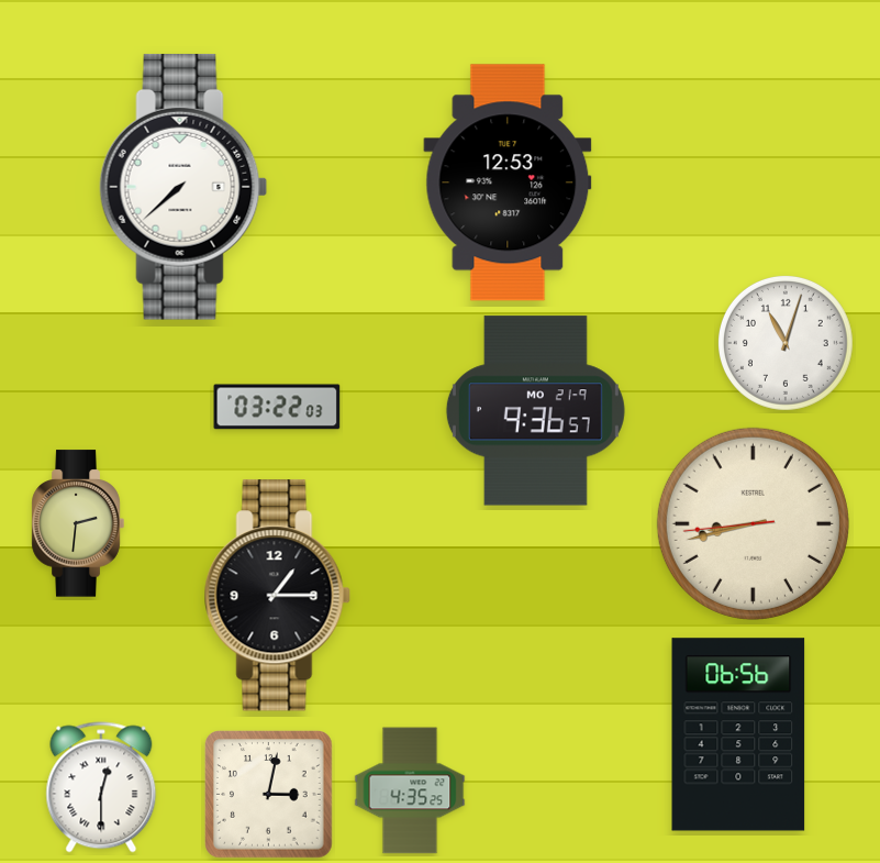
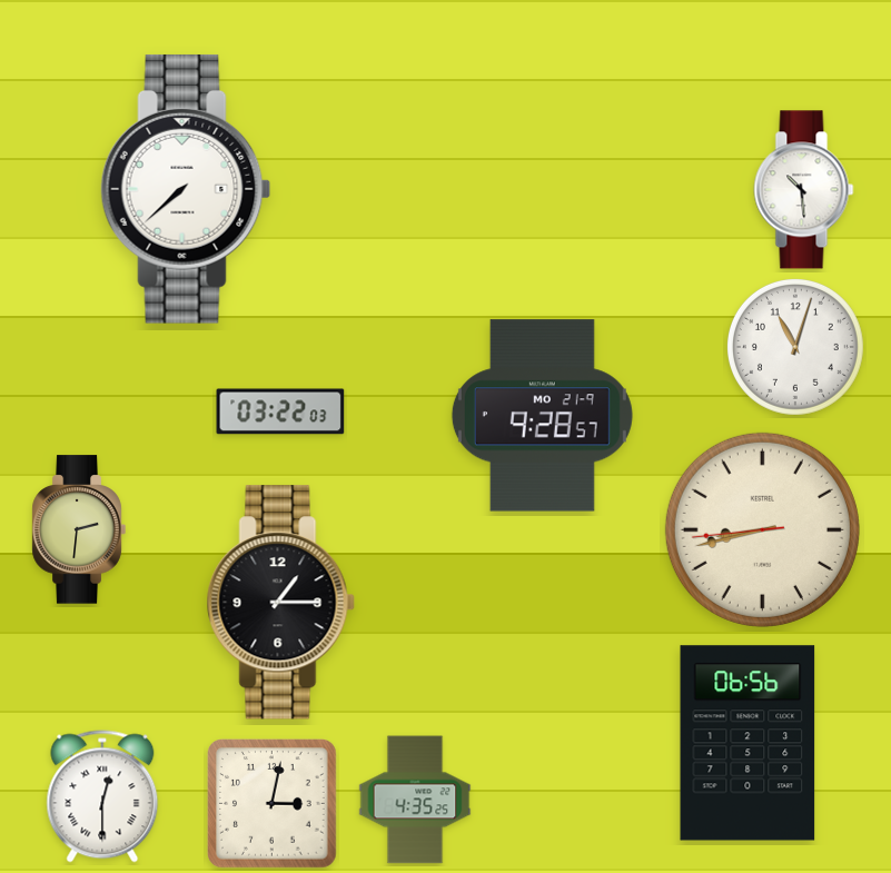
clock at (508, 182): 12:53 -> none
clock at (804, 190): none -> 10:29
clock at (535, 411): 9:36 -> 9:28
